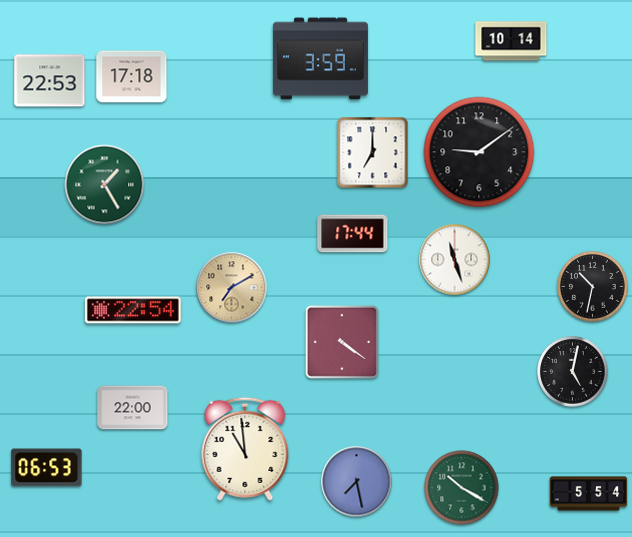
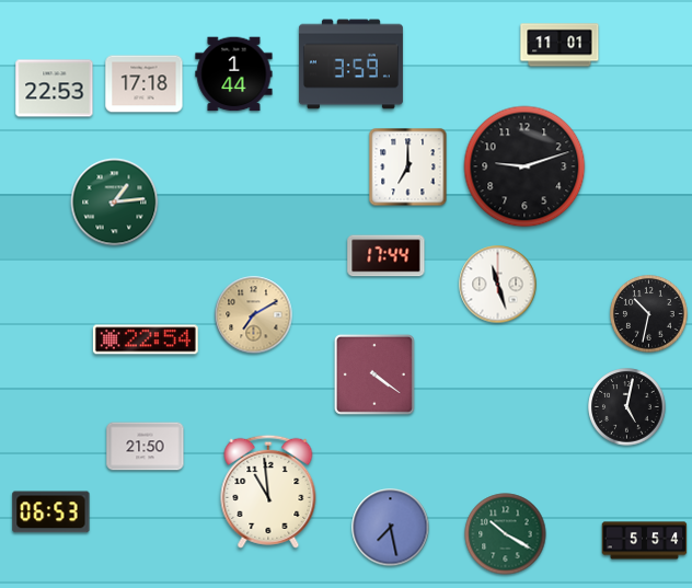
clock at (511, 41): 10:14 -> 11:01
clock at (234, 74): none -> 1:44
clock at (479, 152): 9:09 -> 9:12
clock at (105, 185): 1:25 -> 1:14
clock at (133, 408): 22:00 -> 21:50
